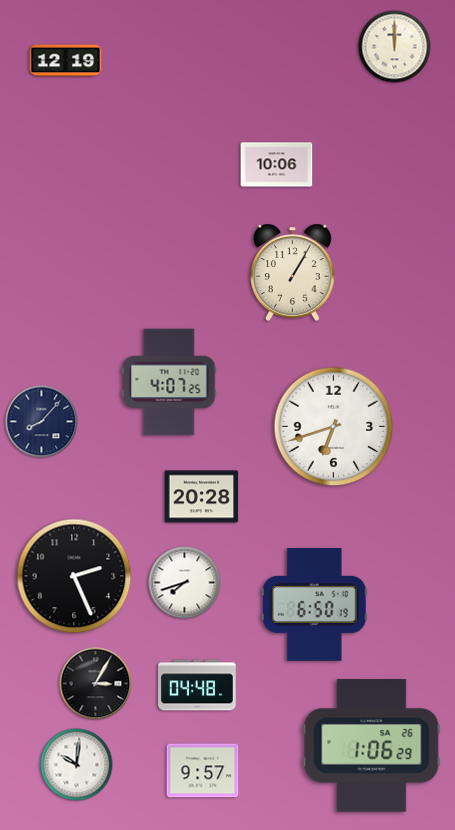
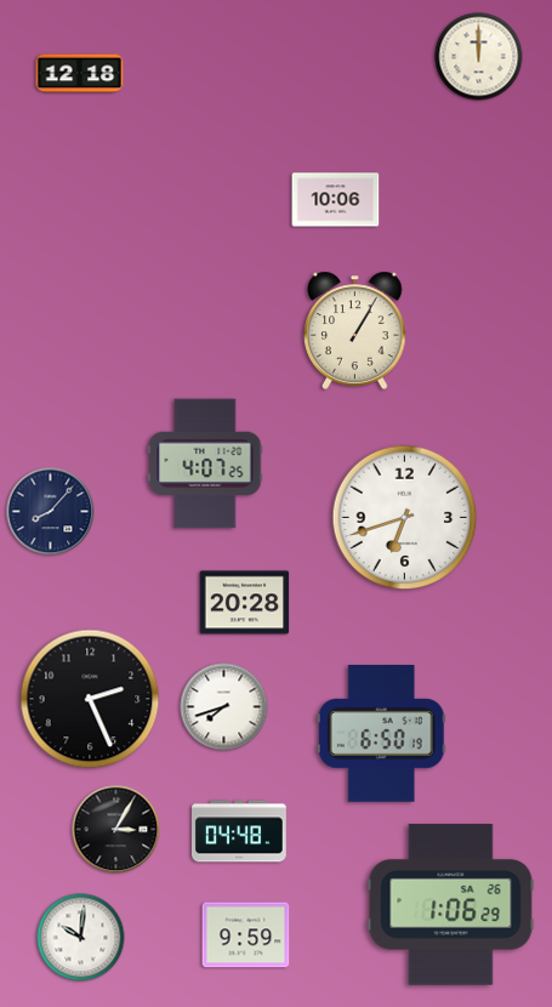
clock at (66, 61): 12:19 -> 12:18
clock at (77, 765) position: (77, 765) -> (81, 938)
clock at (203, 771): 9:57 -> 9:59
